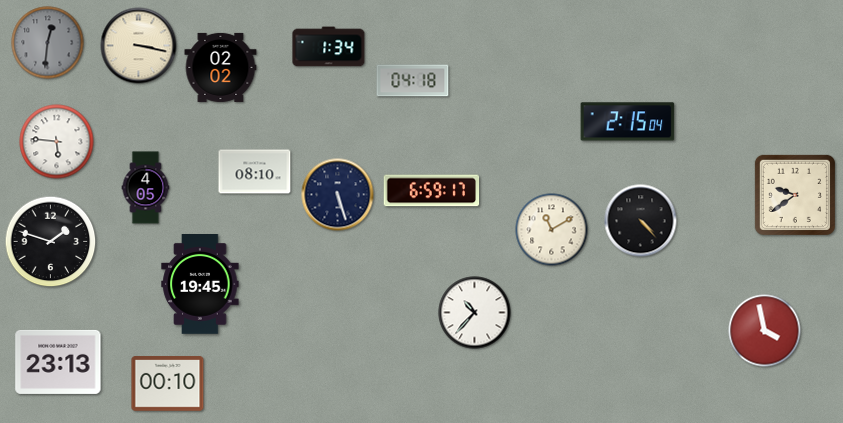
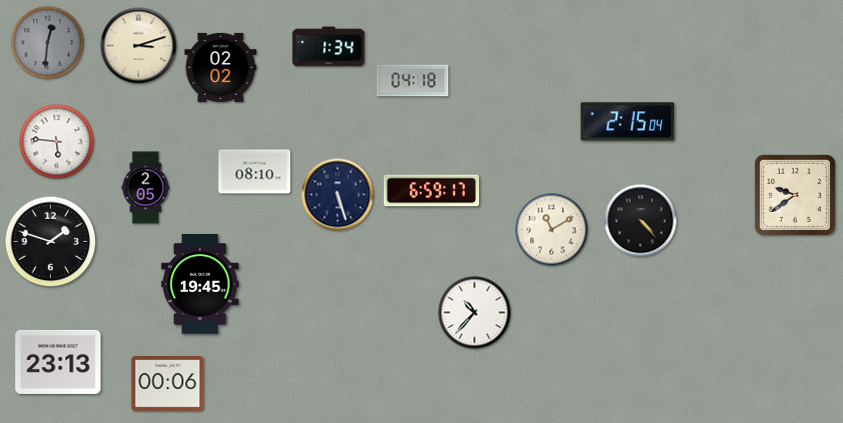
clock at (139, 46): 3:17 -> 3:12
clock at (146, 188): 4:05 -> 2:05
clock at (765, 331): 3:58 -> none
clock at (168, 384): 00:10 -> 00:06
